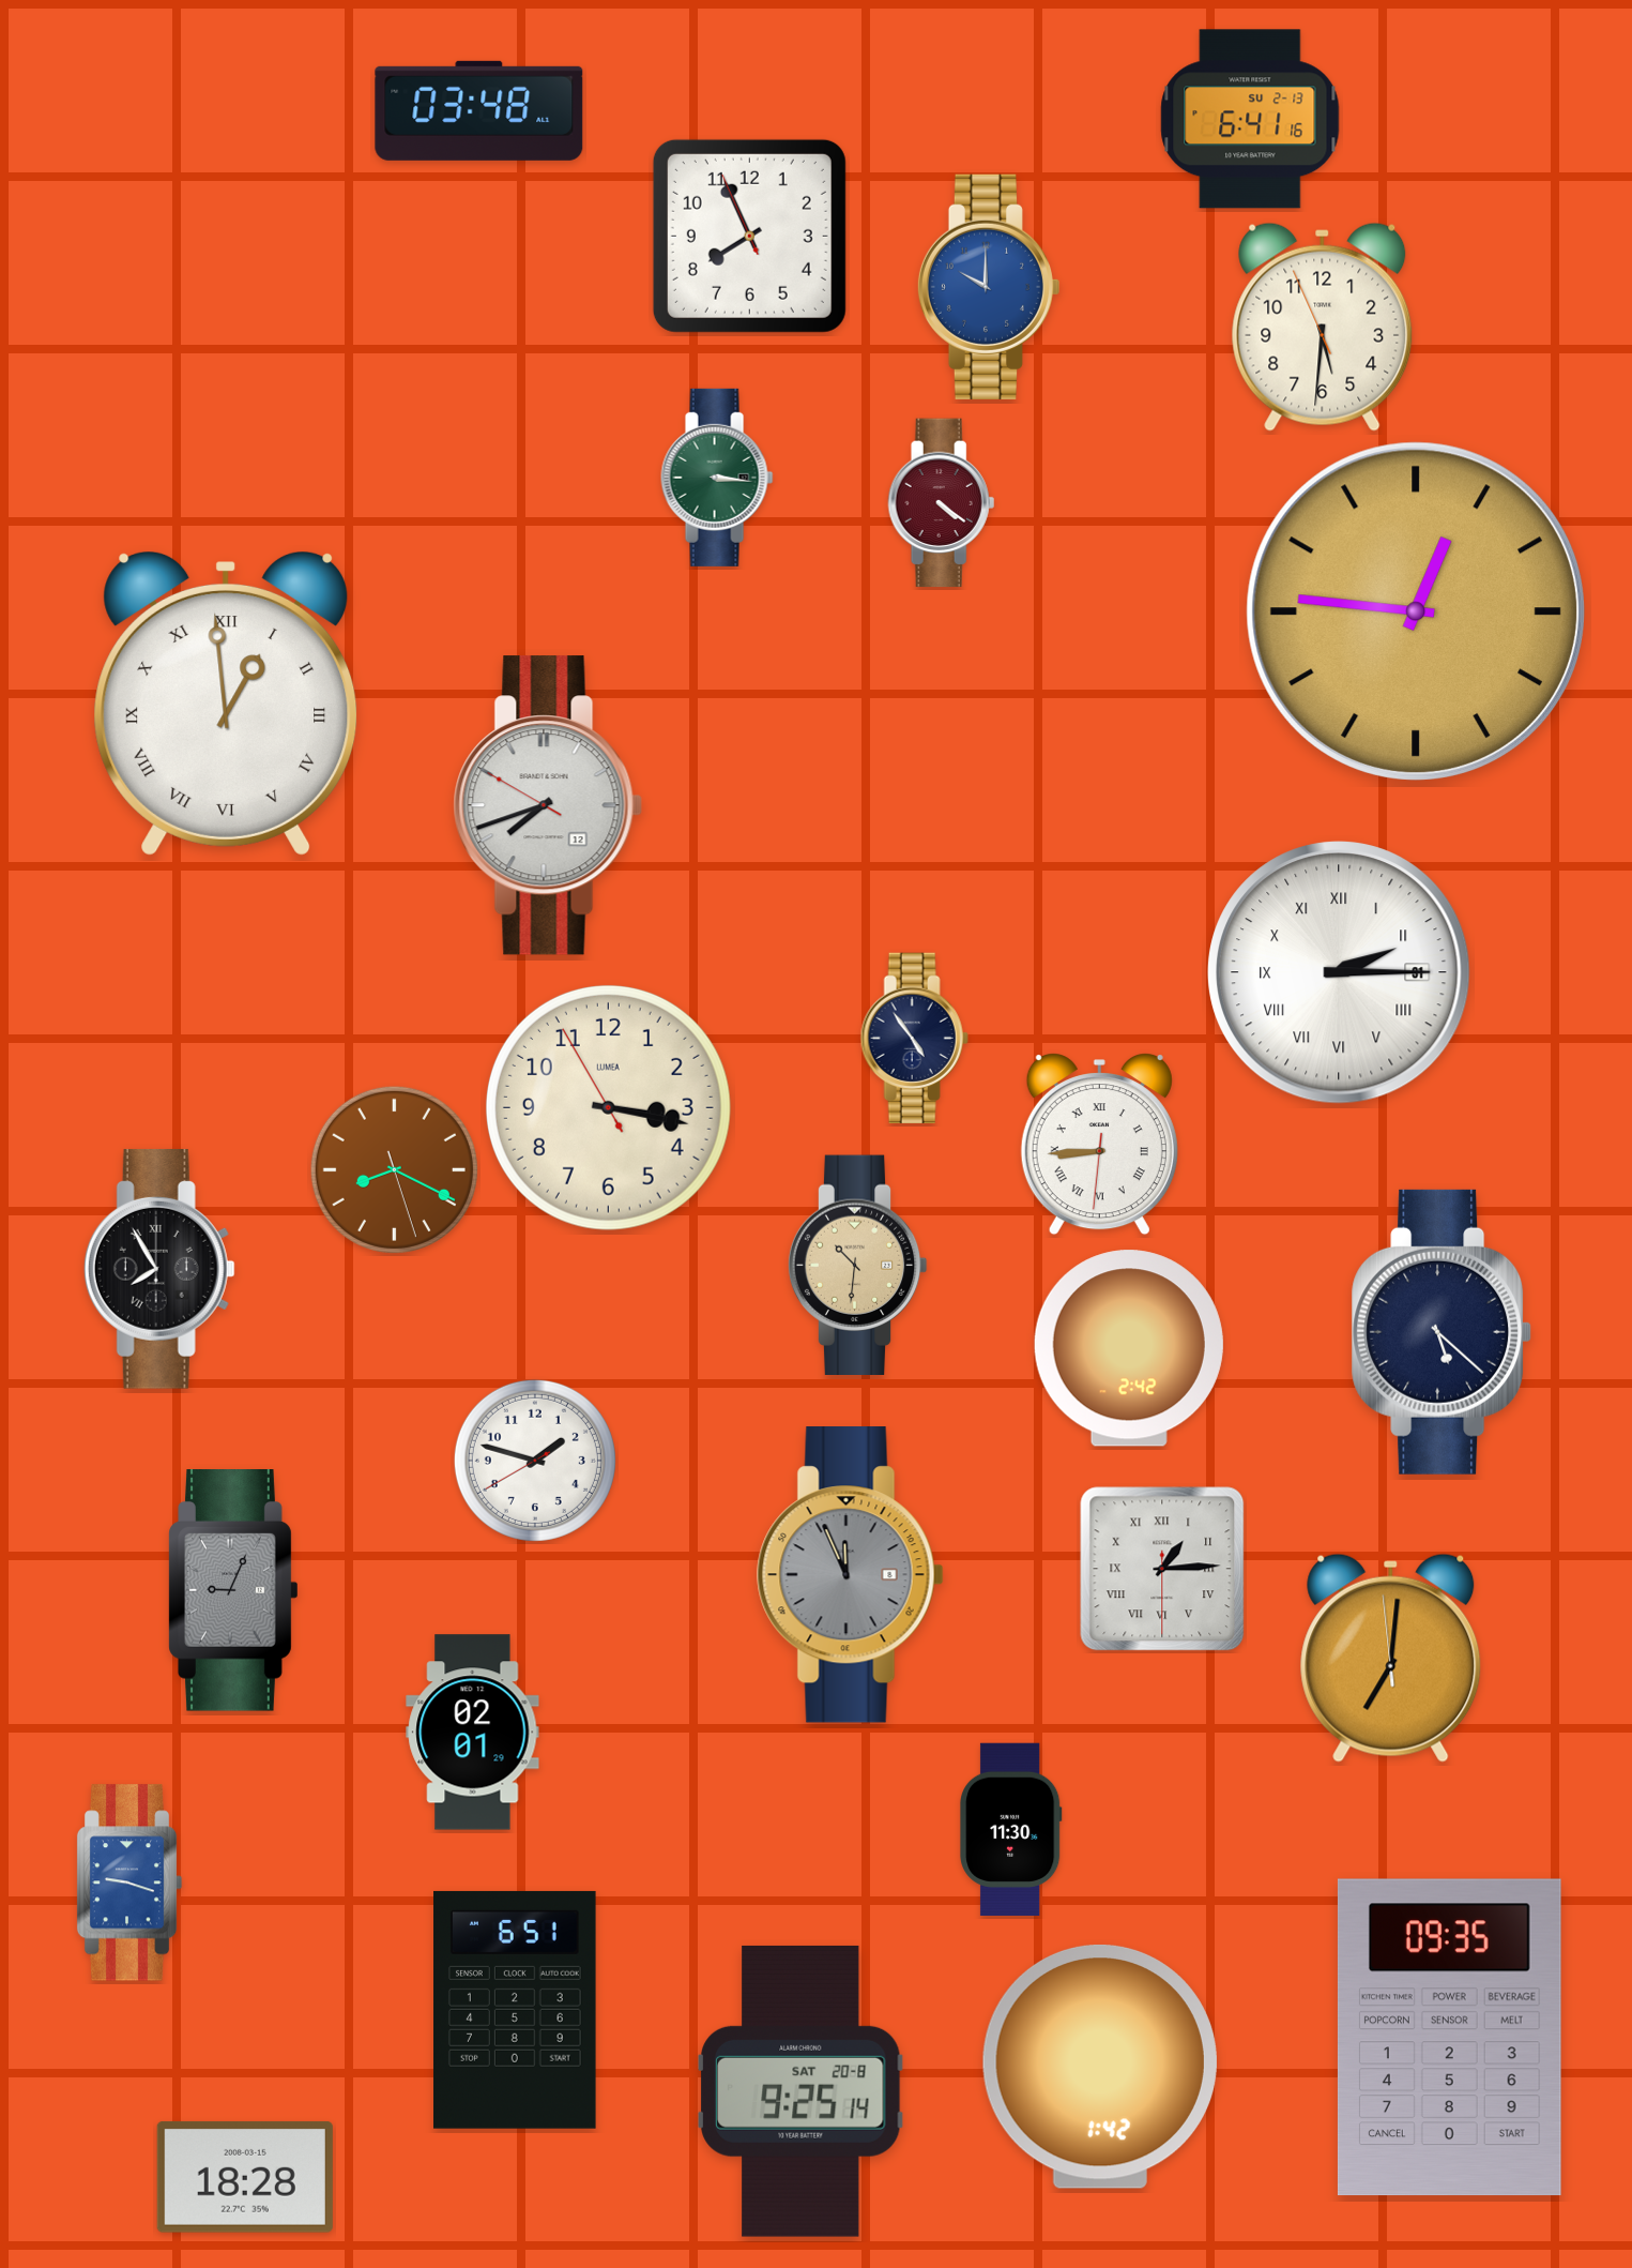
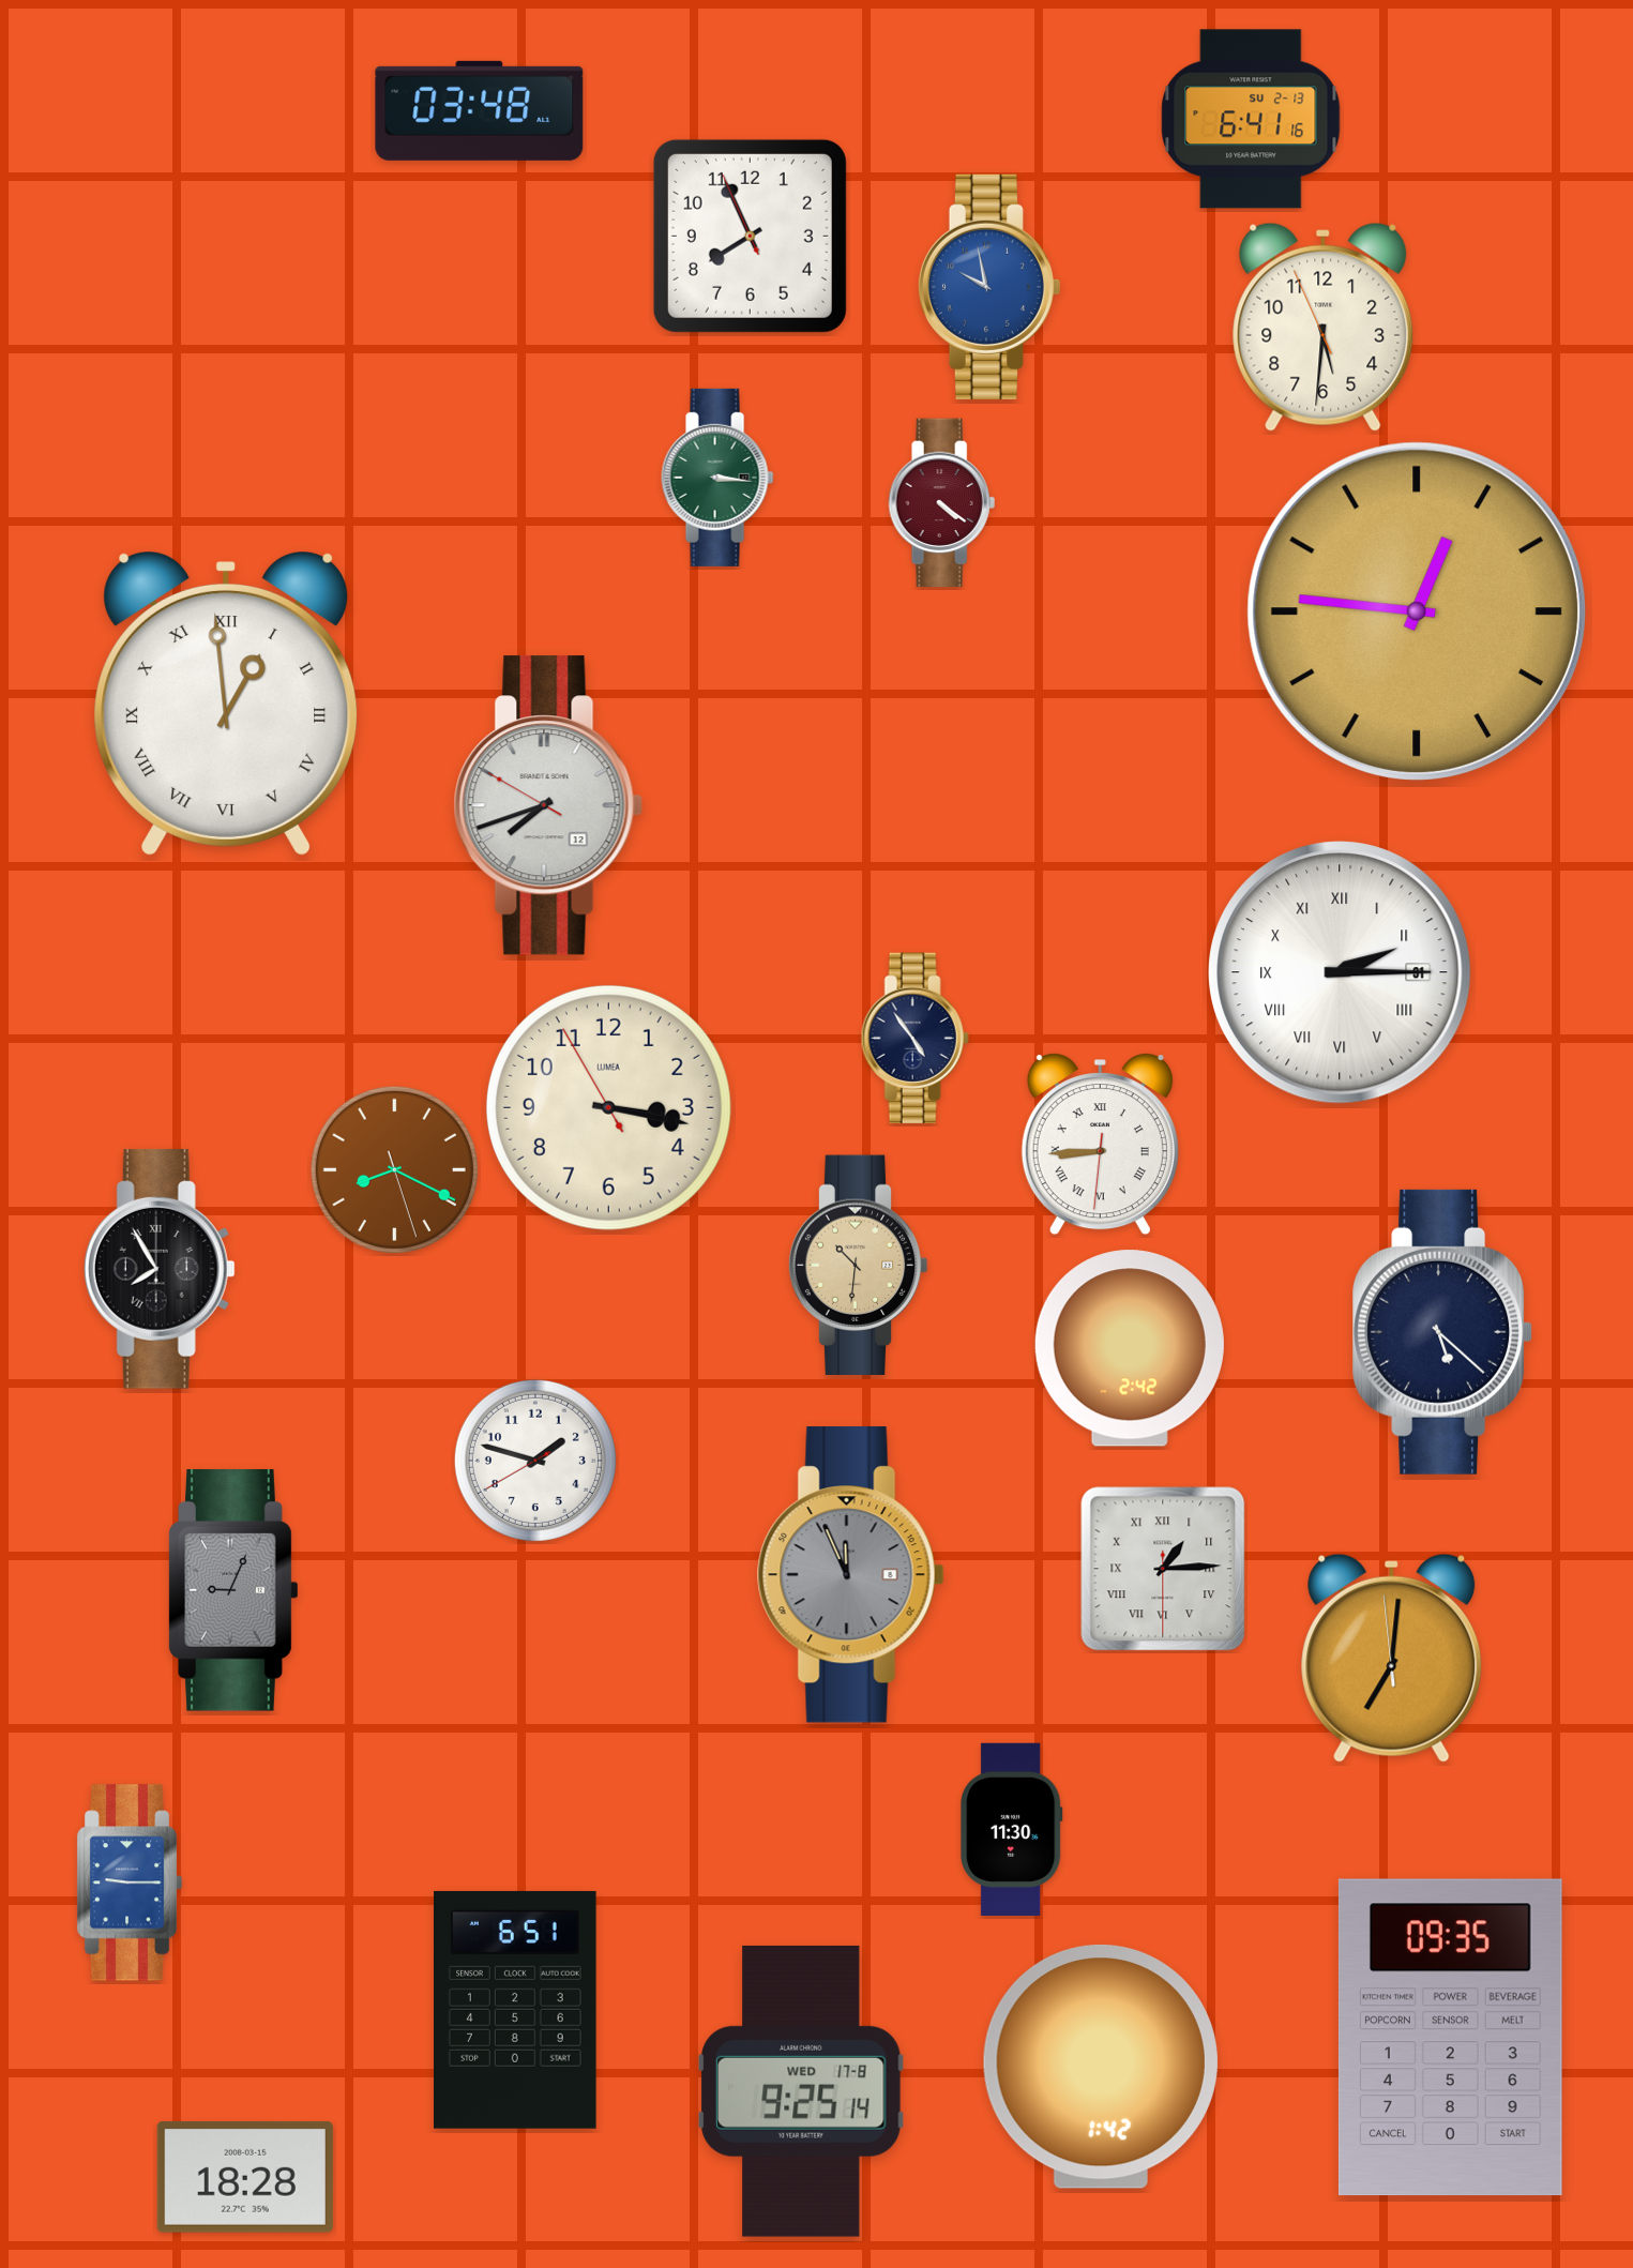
clock at (988, 287): 10:00 -> 9:58
clock at (473, 1733): 02:01 -> none
clock at (129, 1883): 9:18 -> 9:15
clock at (800, 2091) date: SAT 20-8 -> WED 17-8
